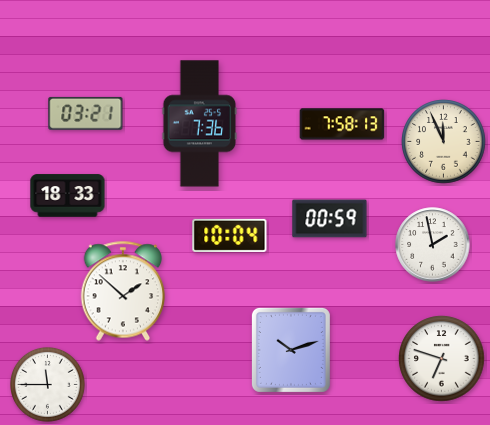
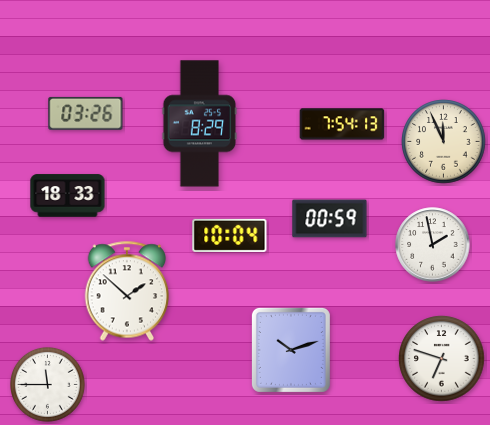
clock at (86, 113): 03:21 -> 03:26
clock at (200, 124): 7:36 -> 8:29
clock at (342, 124): 7:58 -> 7:54
clock at (123, 291) position: (123, 291) -> (127, 291)
